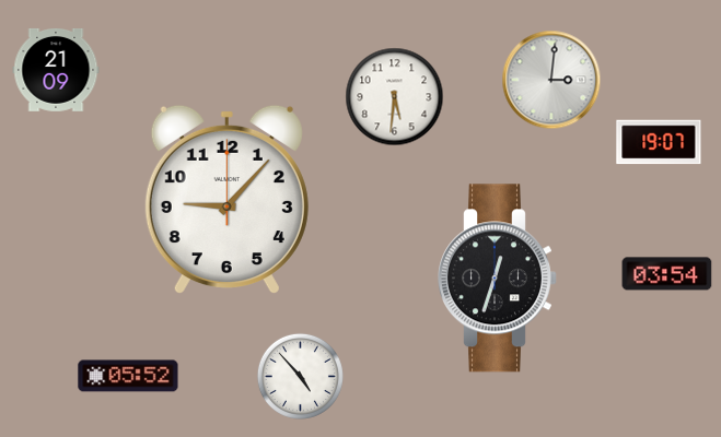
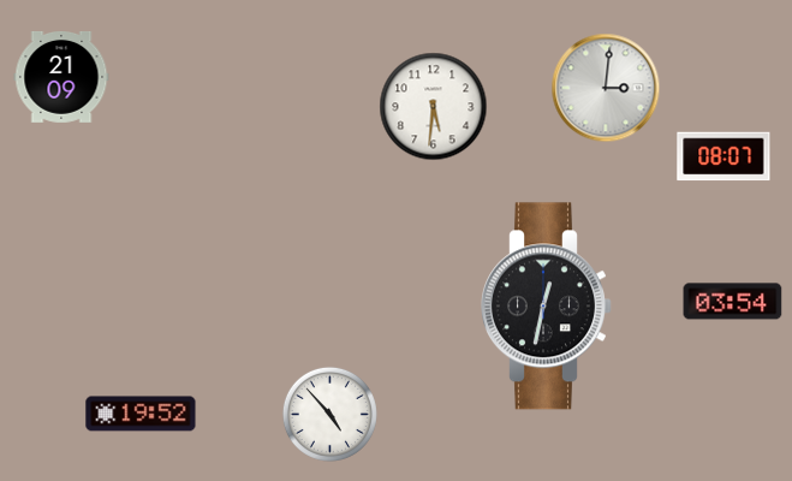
clock at (659, 142): 19:07 -> 08:07
clock at (226, 200): 9:07 -> none
clock at (498, 279): 12:33 -> 12:32
clock at (128, 376): 05:52 -> 19:52
